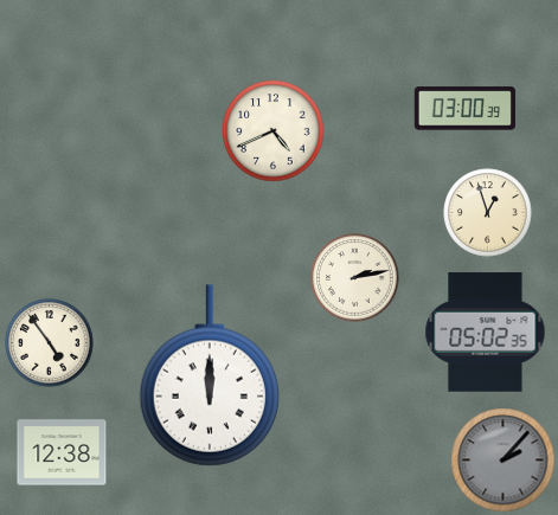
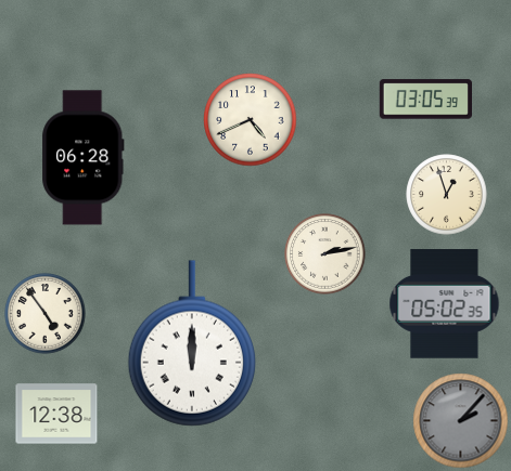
clock at (464, 109): 03:00 -> 03:05
clock at (84, 158): none -> 06:28
